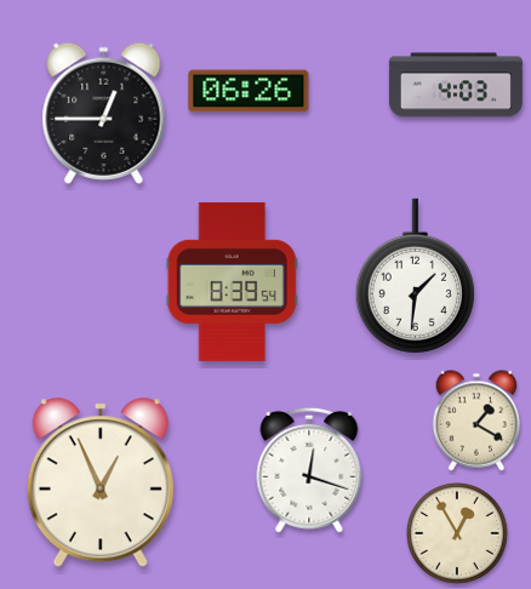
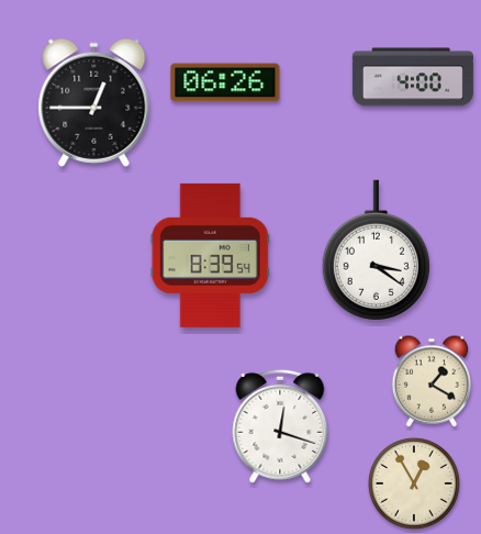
clock at (456, 85): 4:03 -> 4:00
clock at (415, 276): 1:31 -> 3:21
clock at (101, 484): 12:56 -> none
